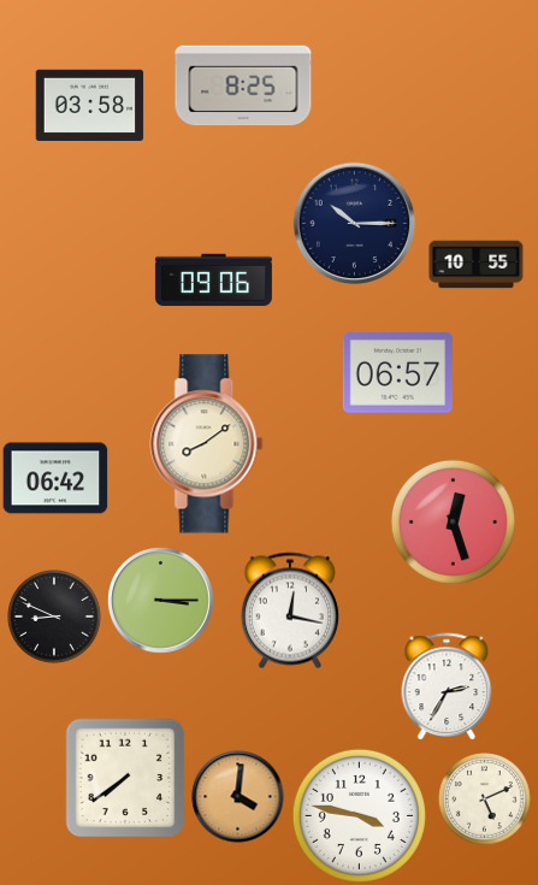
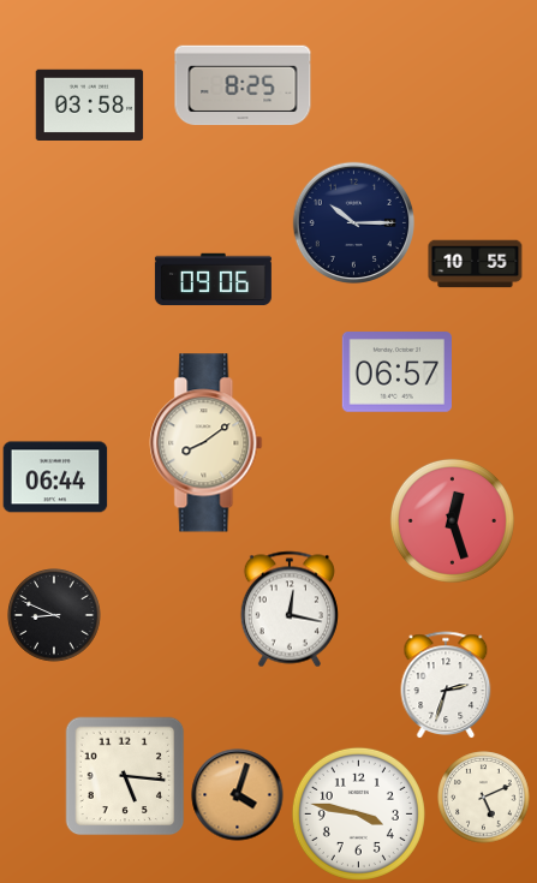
clock at (55, 478): 06:42 -> 06:44
clock at (161, 601): 3:15 -> none
clock at (447, 686): 2:35 -> 2:33
clock at (125, 778): 7:39 -> 5:16
clock at (238, 797): 4:01 -> 4:03
